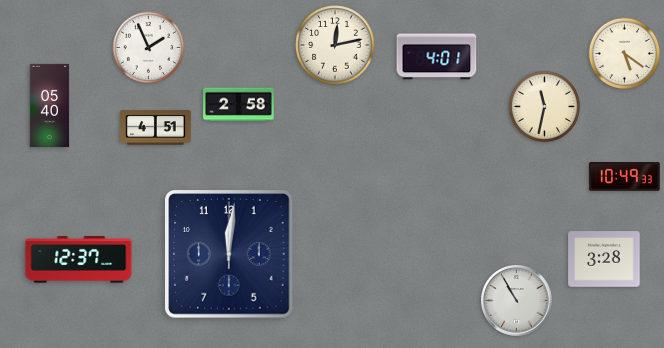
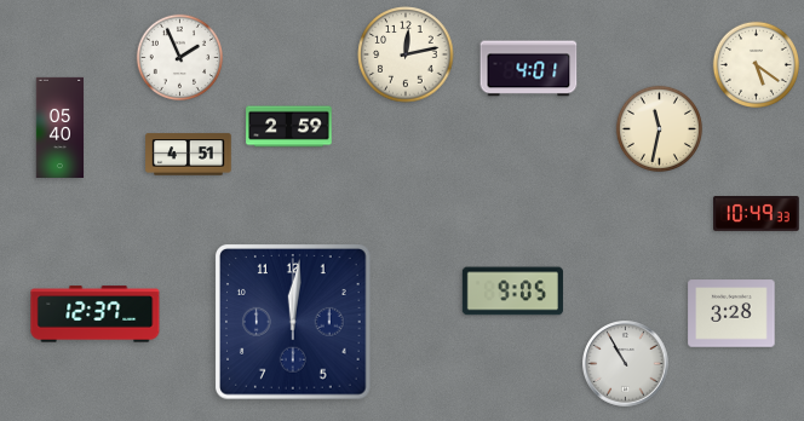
clock at (239, 105): 2:58 -> 2:59
clock at (512, 292): none -> 9:05
clock at (230, 255) position: (230, 255) -> (294, 323)
